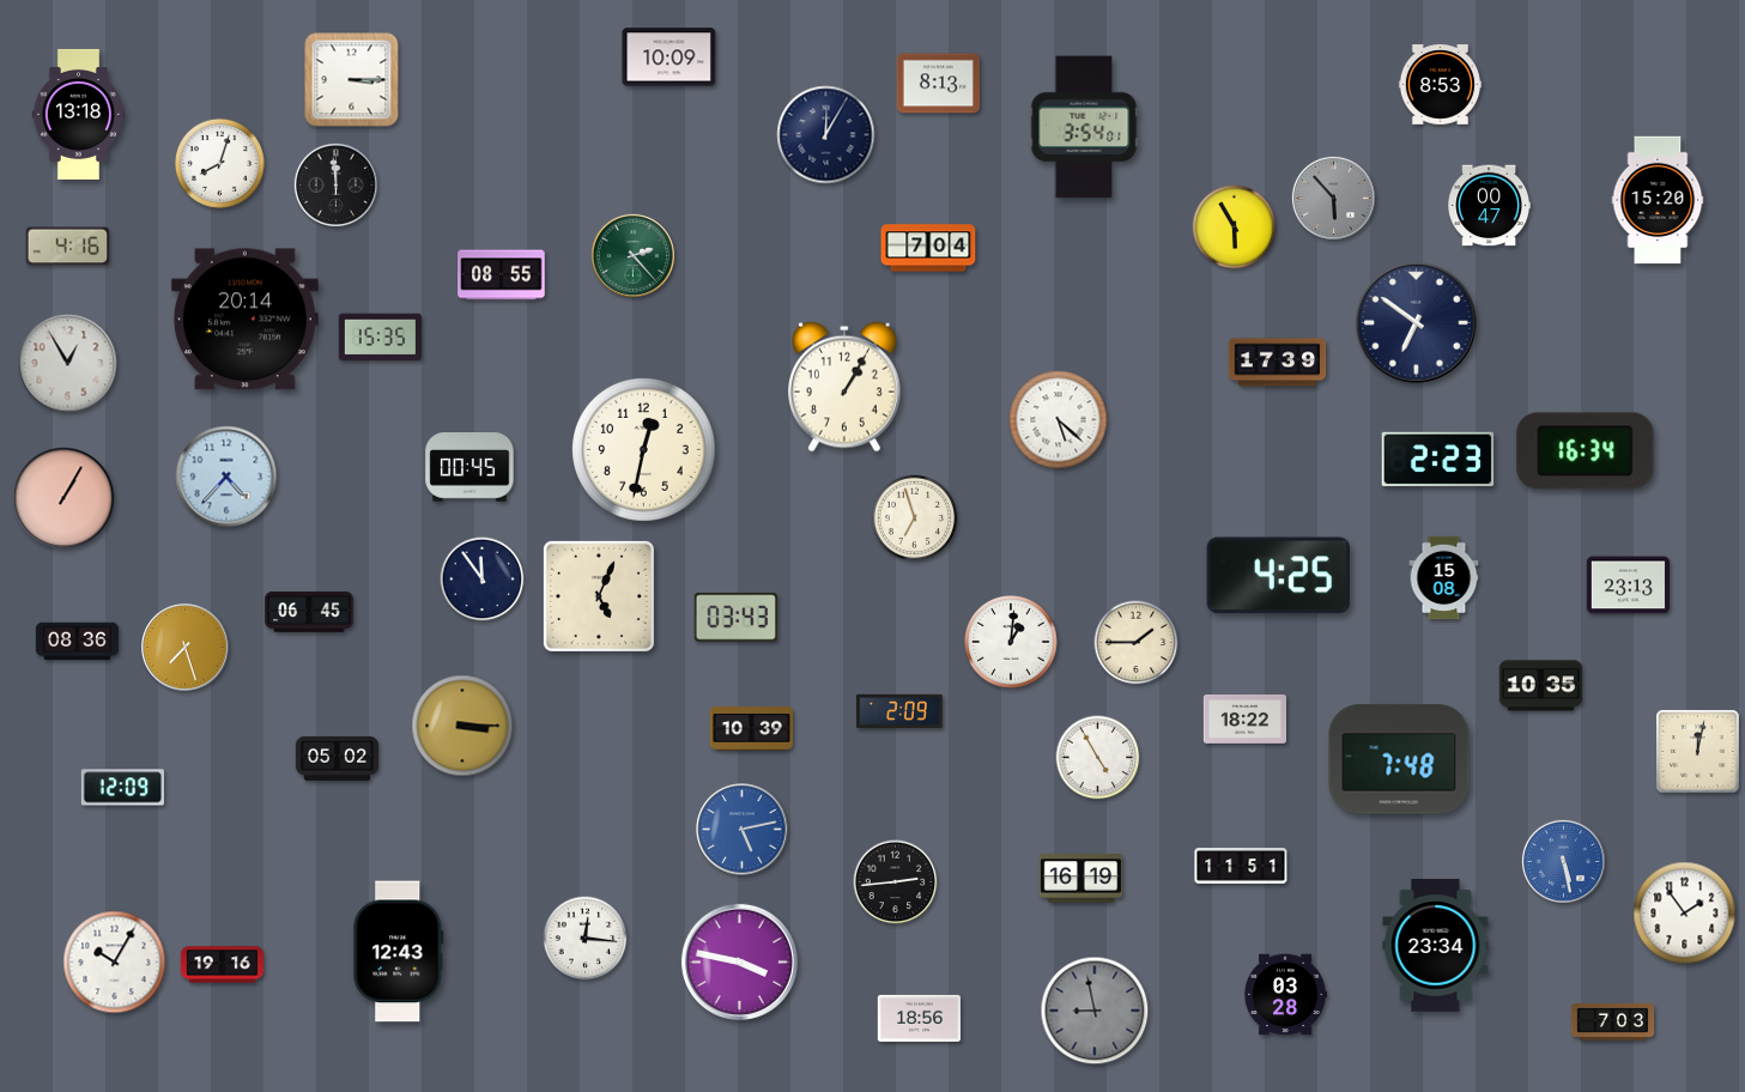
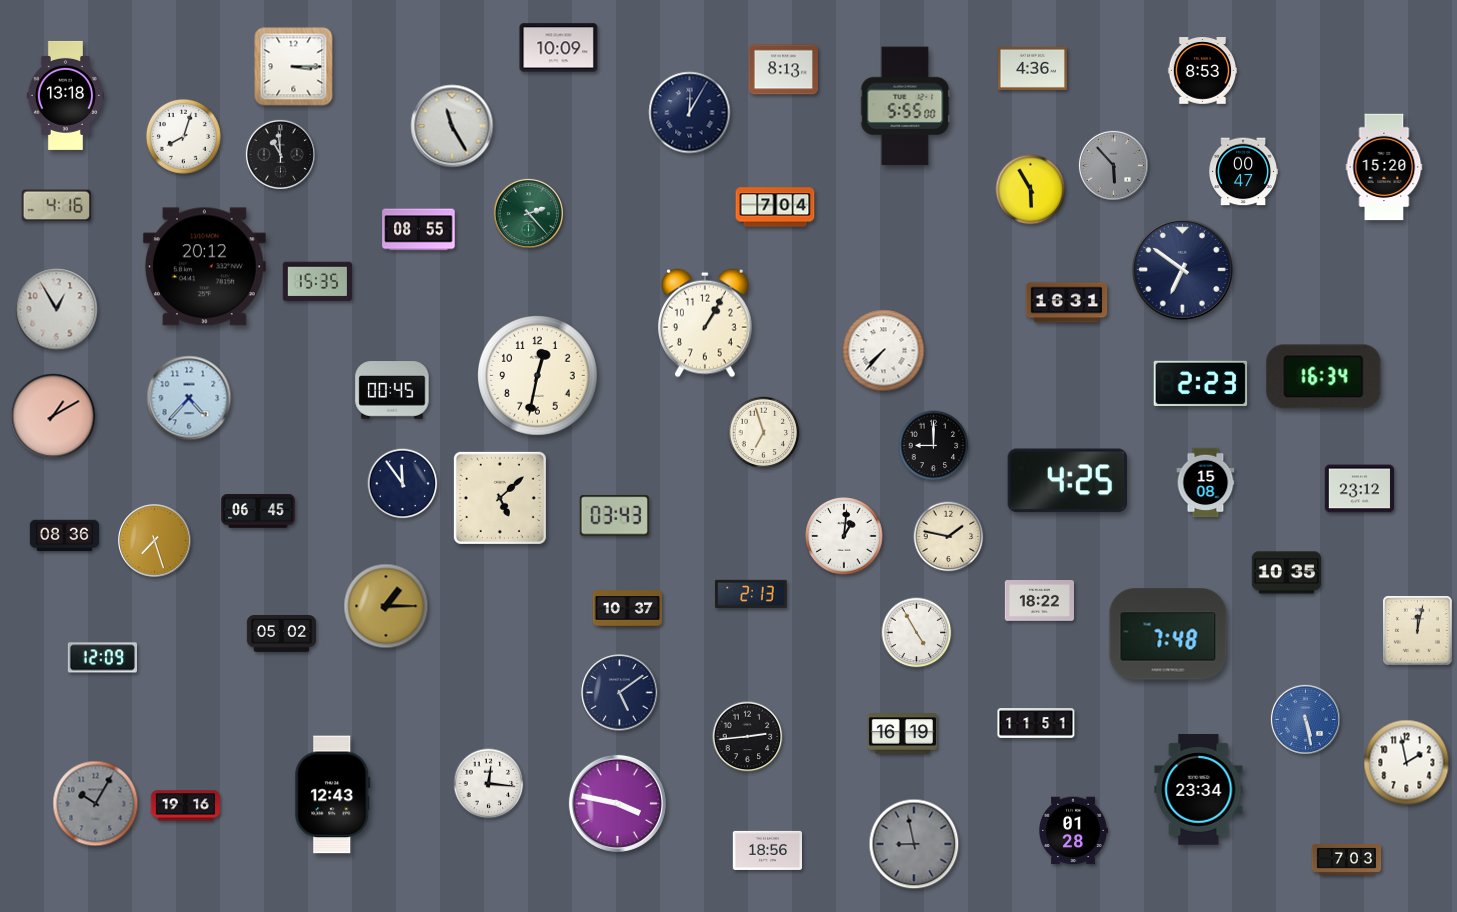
clock at (1032, 68): none -> 4:36
clock at (1084, 127): 3:54 -> 5:55
clock at (452, 126): none -> 11:25
clock at (335, 184): 11:59 -> 10:59
clock at (244, 320): 20:14 -> 20:12
clock at (1278, 363): 17:39 -> 16:31
clock at (68, 364) position: (68, 364) -> (57, 310)
clock at (1059, 420): 5:22 -> 7:37
clock at (63, 498): 1:05 -> 1:10
clock at (934, 446): none -> 9:00
clock at (1628, 586): 23:13 -> 23:12
clock at (599, 596): 5:04 -> 5:08
clock at (1137, 643): 1:45 -> 1:47
clock at (899, 711): 2:09 -> 2:13
clock at (462, 726): 3:15 -> 1:15
clock at (751, 729): 10:39 -> 10:37
clock at (1698, 752) position: (1698, 752) -> (1418, 631)
clock at (743, 830): 5:13 -> 5:09
clock at (743, 830) dial: blue -> navy
clock at (1685, 914): 1:54 -> 1:58
clock at (115, 963) dial: white -> grey
clock at (1285, 995): 03:28 -> 01:28
clock at (1613, 1021) position: (1613, 1021) -> (1347, 859)
